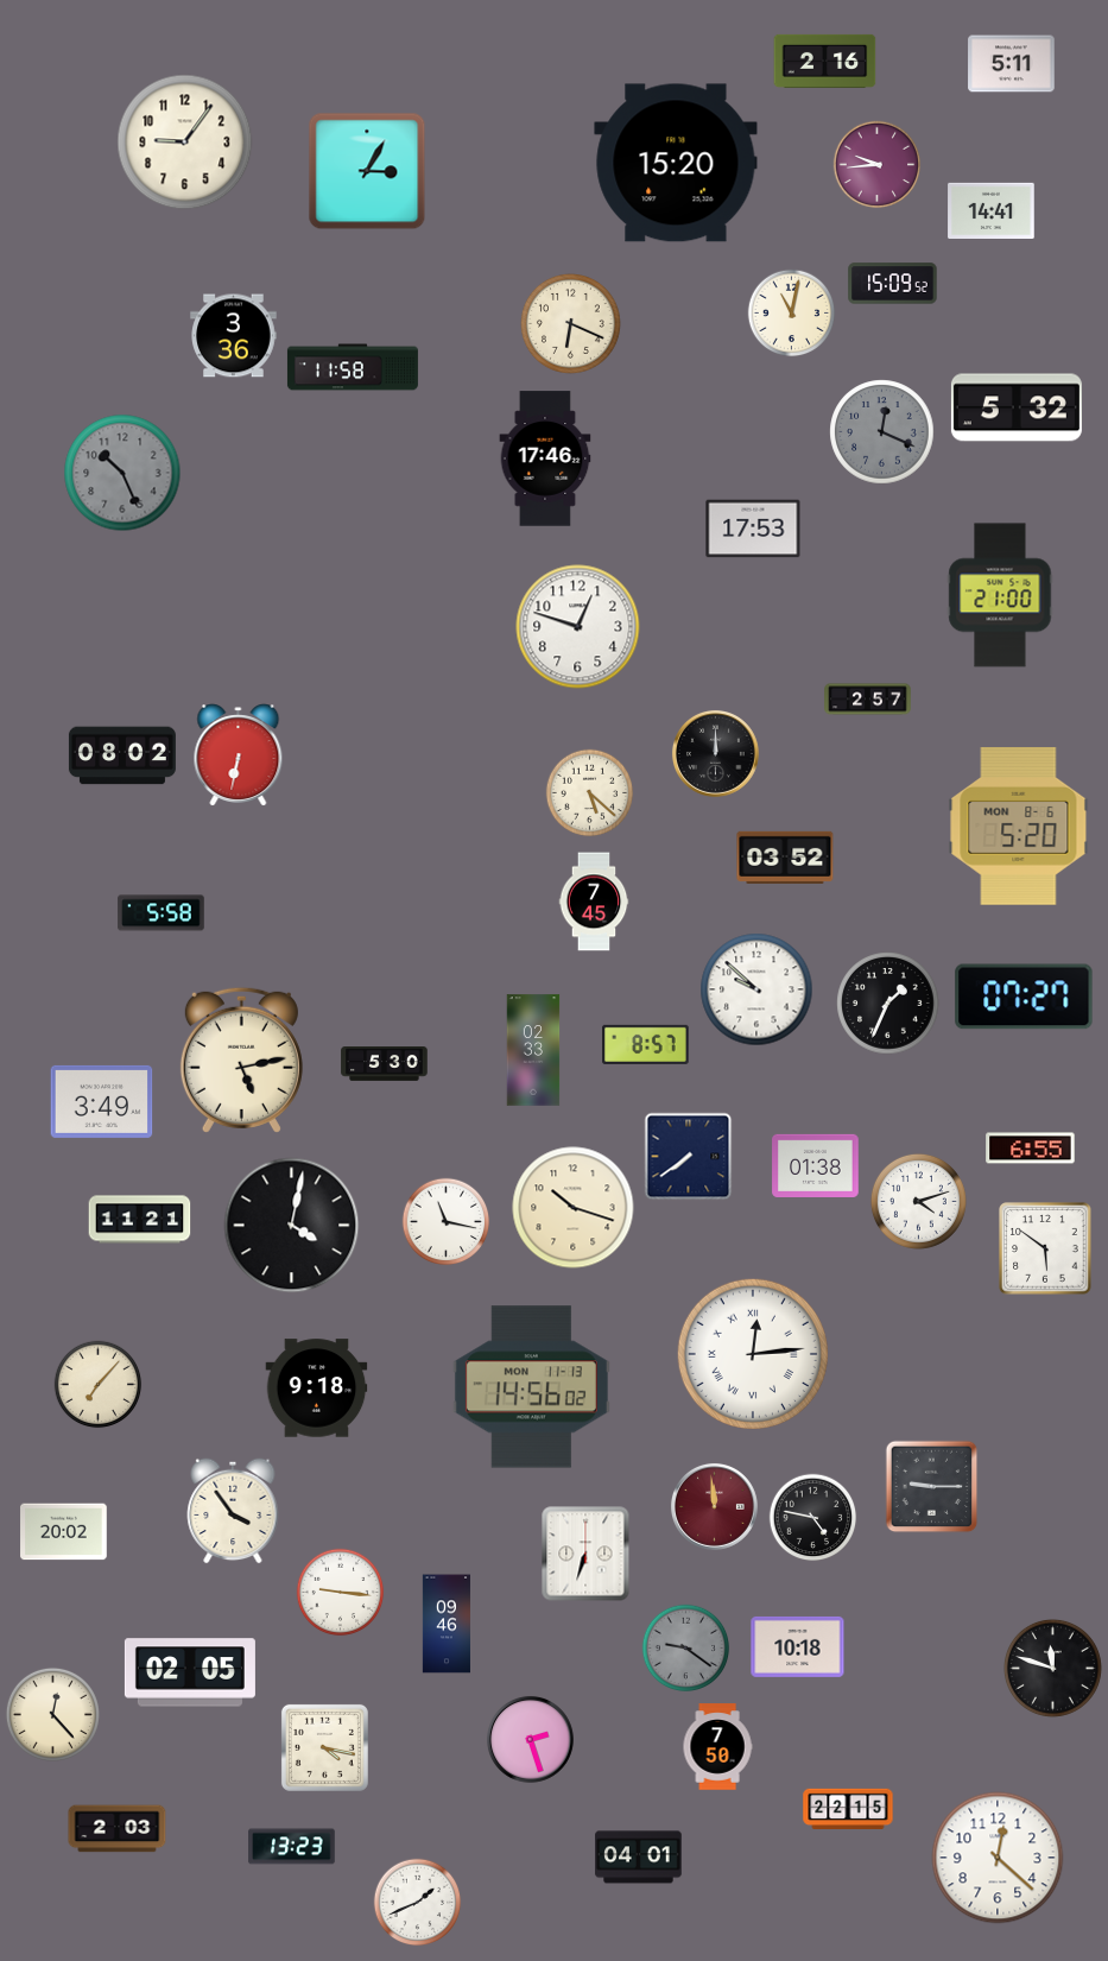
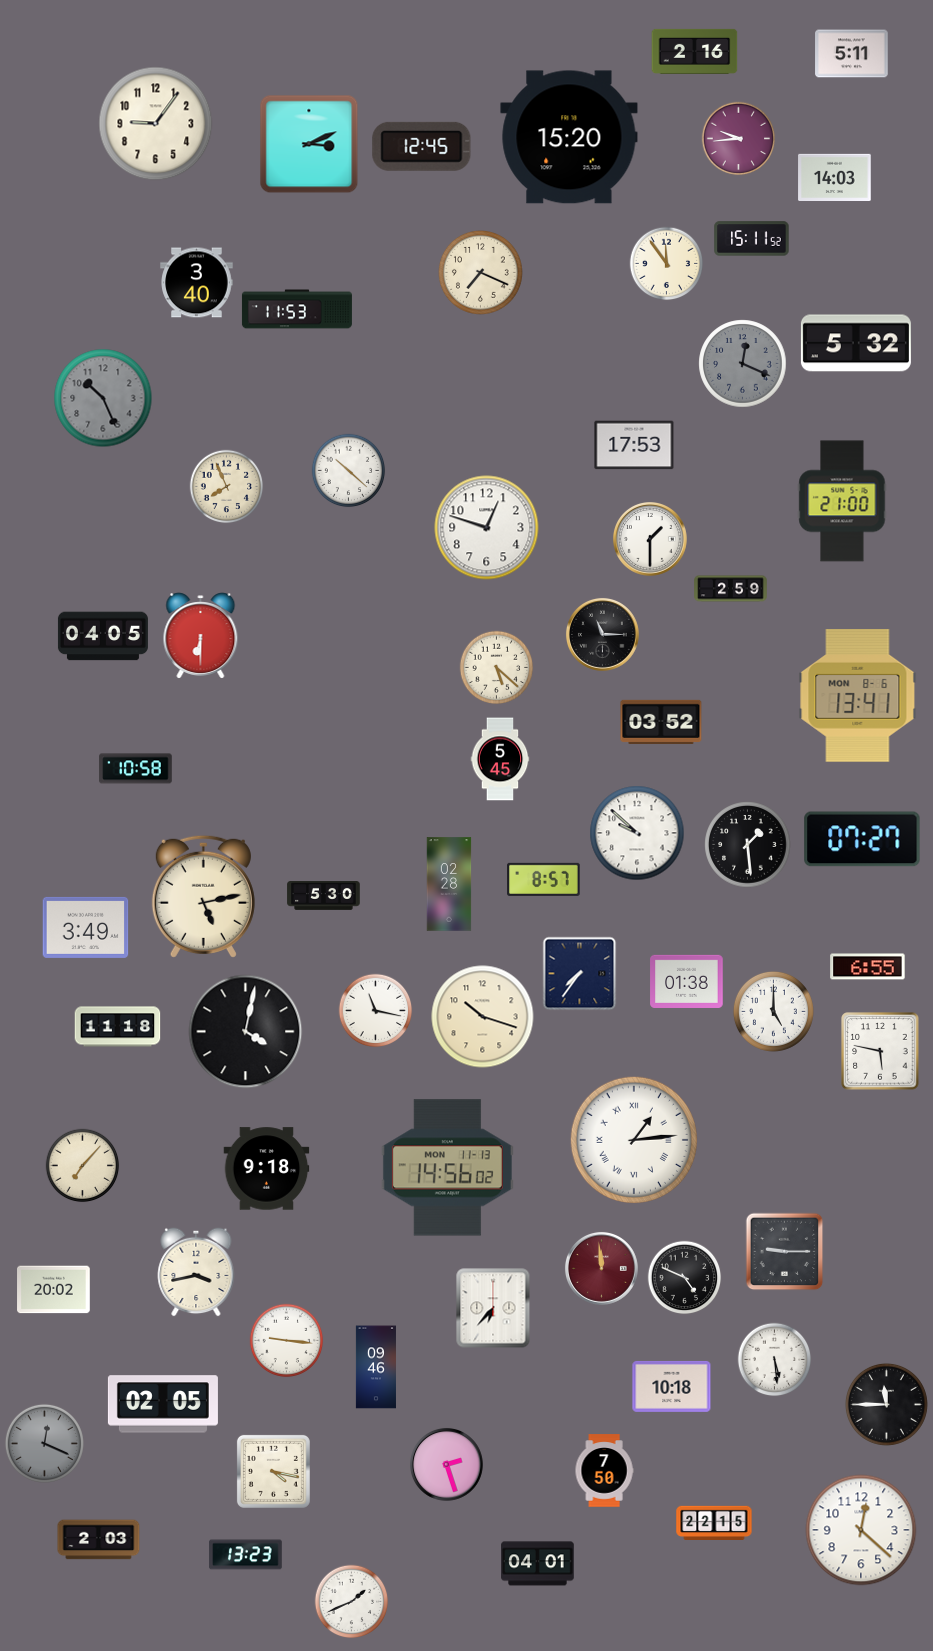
clock at (185, 143) position: (185, 143) -> (156, 124)
clock at (367, 171): 3:05 -> 3:11
clock at (422, 146): none -> 12:45
clock at (992, 210): 14:41 -> 14:03
clock at (893, 284): 15:09 -> 15:11
clock at (792, 314): 11:02 -> 11:54
clock at (571, 324): 6:19 -> 7:19
clock at (234, 336): 3:36 -> 3:40
clock at (353, 367): 11:58 -> 11:53
clock at (545, 458): 17:46 -> none
clock at (349, 471): none -> 10:22
clock at (227, 487): none -> 7:56
clock at (651, 540): none -> 1:30
clock at (868, 700): 2:57 -> 2:59
clock at (715, 753): 12:00 -> 11:15
clock at (122, 755): 08:02 -> 04:05
clock at (239, 755): 6:32 -> 6:30
clock at (1019, 827): 5:20 -> 13:41
clock at (594, 902): 7:45 -> 5:45
clock at (162, 913): 5:58 -> 10:58
clock at (888, 1004): 1:34 -> 1:29
clock at (533, 1050): 02:33 -> 02:28
clock at (241, 1059) position: (241, 1059) -> (203, 896)
clock at (689, 1157): 7:39 -> 7:36
clock at (918, 1201): 4:12 -> 5:00
clock at (140, 1220): 11:21 -> 11:18
clock at (447, 1222) position: (447, 1222) -> (376, 1011)
clock at (1045, 1248): 5:51 -> 5:47
clock at (753, 1354): 12:14 -> 1:14
clock at (233, 1511): 3:54 -> 3:43
clock at (813, 1518): 4:47 -> 4:49
clock at (585, 1554): 6:33 -> 6:37
clock at (775, 1360): none -> 5:29
clock at (686, 1649): 9:21 -> none
clock at (1052, 1668): 11:48 -> 11:45
clock at (190, 1672) position: (190, 1672) -> (163, 1404)
clock at (52, 1714): 12:23 -> 12:19
clock at (52, 1714) dial: cream -> grey
clock at (998, 1858) position: (998, 1858) -> (861, 1530)
